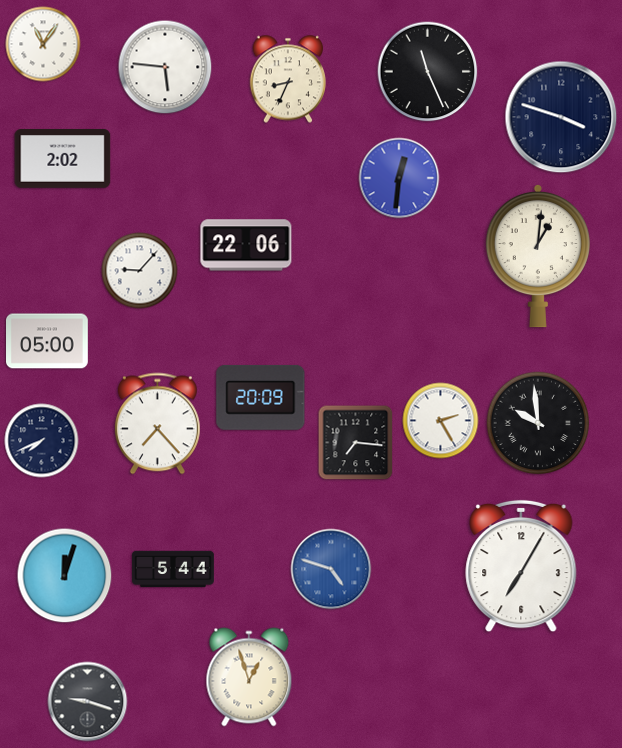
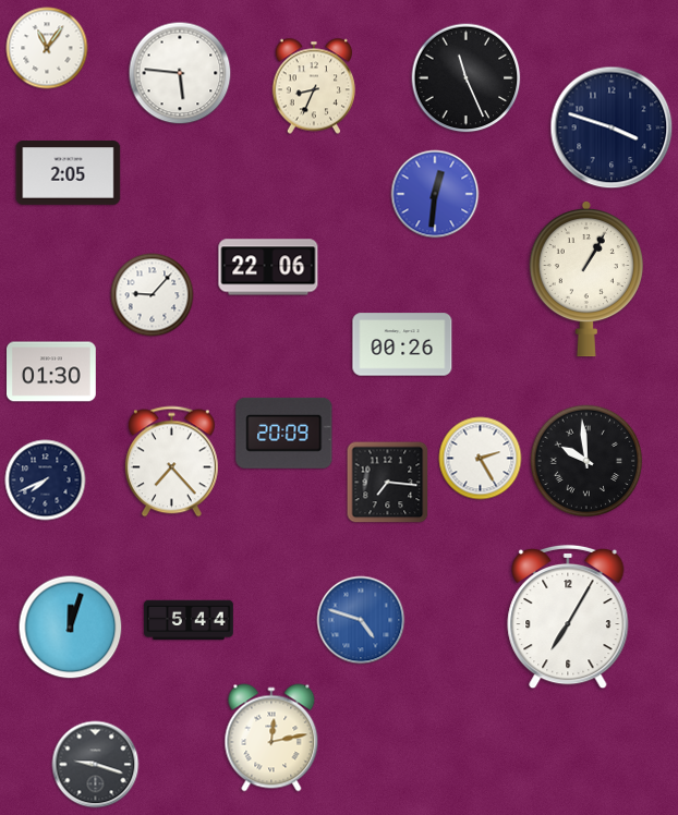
clock at (63, 159): 2:02 -> 2:05
clock at (538, 256): 1:01 -> 1:05
clock at (402, 344): none -> 00:26
clock at (48, 341): 05:00 -> 01:30
clock at (249, 677): 12:57 -> 12:13
